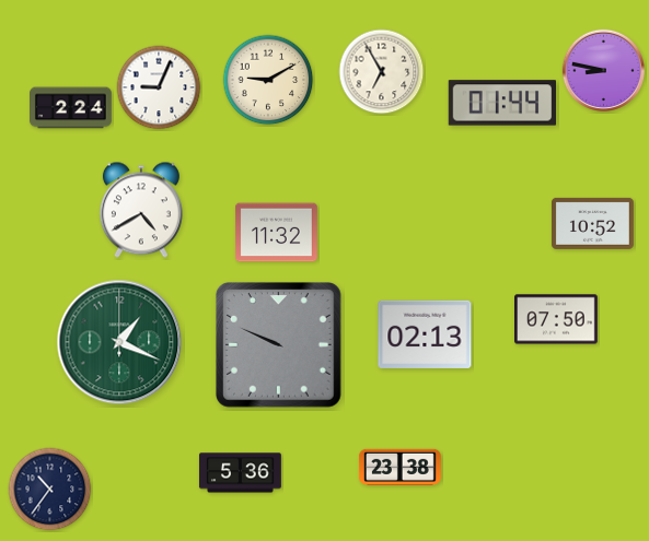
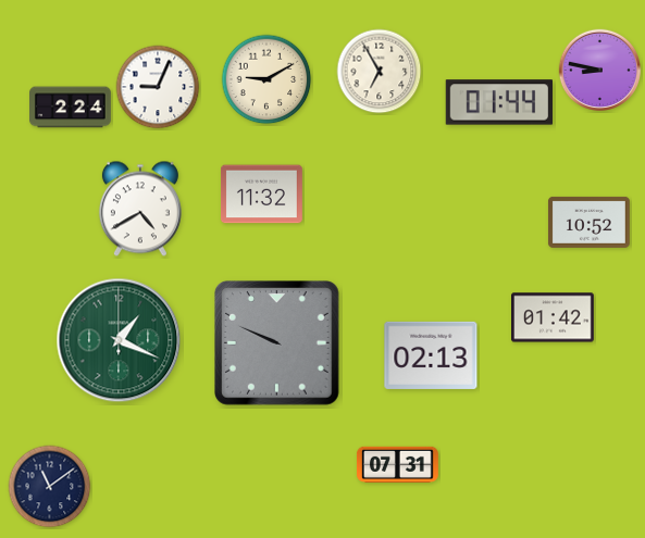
clock at (277, 233) position: (277, 233) -> (262, 195)
clock at (557, 319): 07:50 -> 01:42
clock at (425, 334) position: (425, 334) -> (431, 355)
clock at (399, 467): 23:38 -> 07:31
clock at (240, 473): 5:36 -> none
clock at (50, 490): 10:36 -> 11:09
